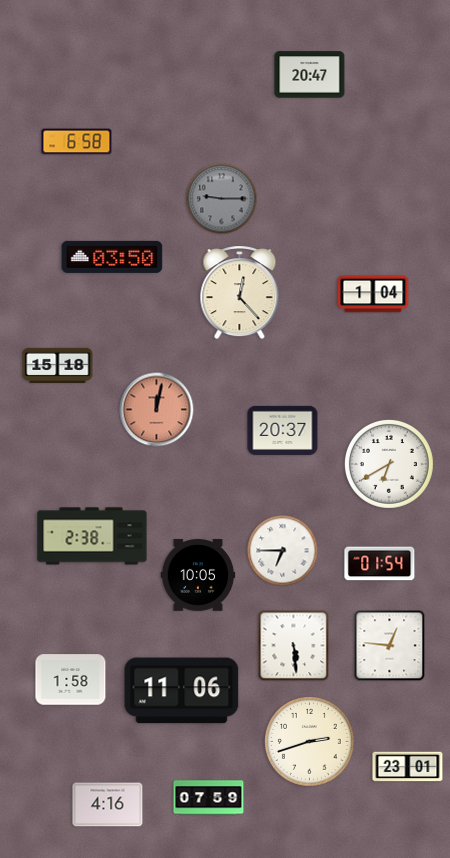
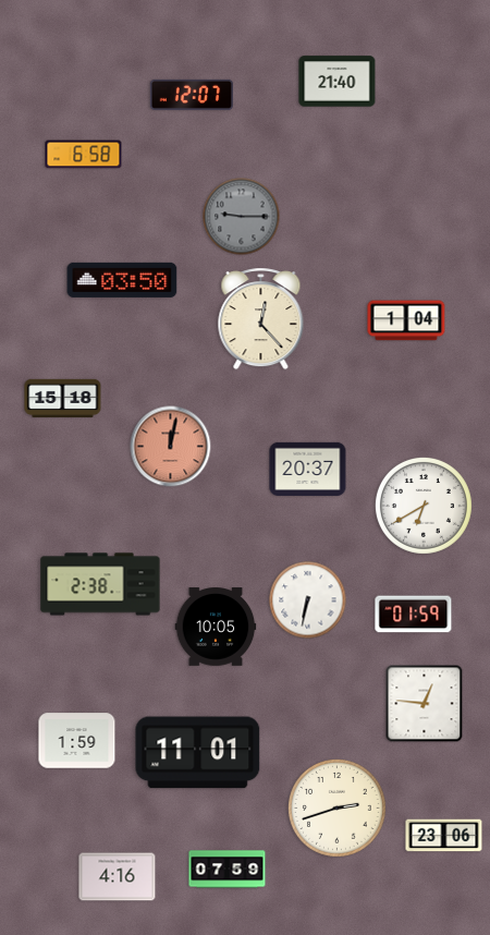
clock at (310, 75): 20:47 -> 21:40
clock at (192, 95): none -> 12:07
clock at (283, 551): 6:45 -> 6:32
clock at (380, 564): 01:54 -> 01:59
clock at (294, 646): 5:29 -> none
clock at (71, 680): 1:58 -> 1:59
clock at (182, 691): 11:06 -> 11:01
clock at (408, 767): 23:01 -> 23:06
